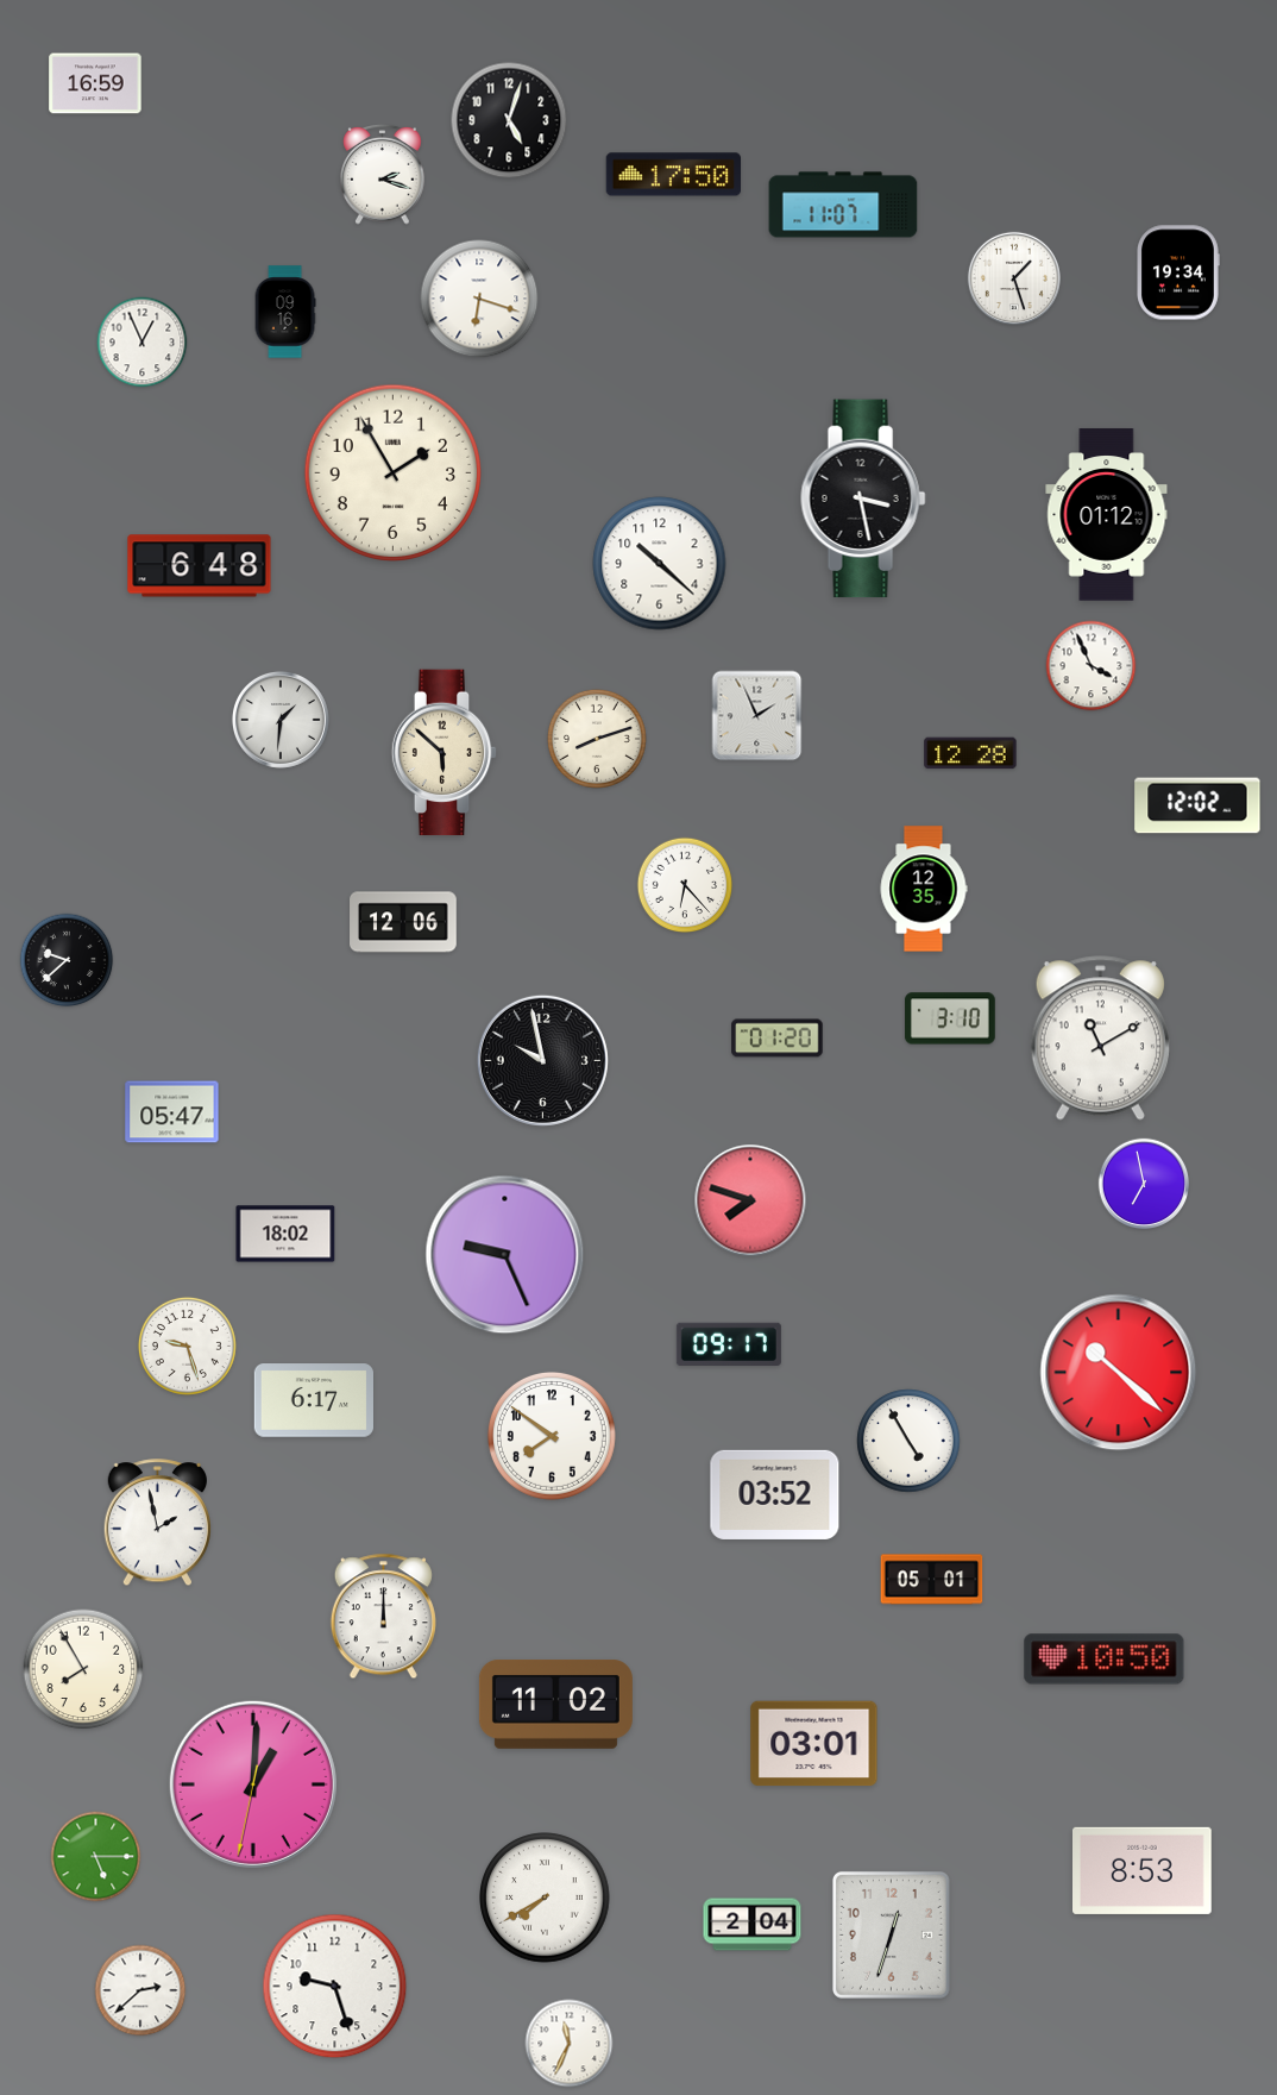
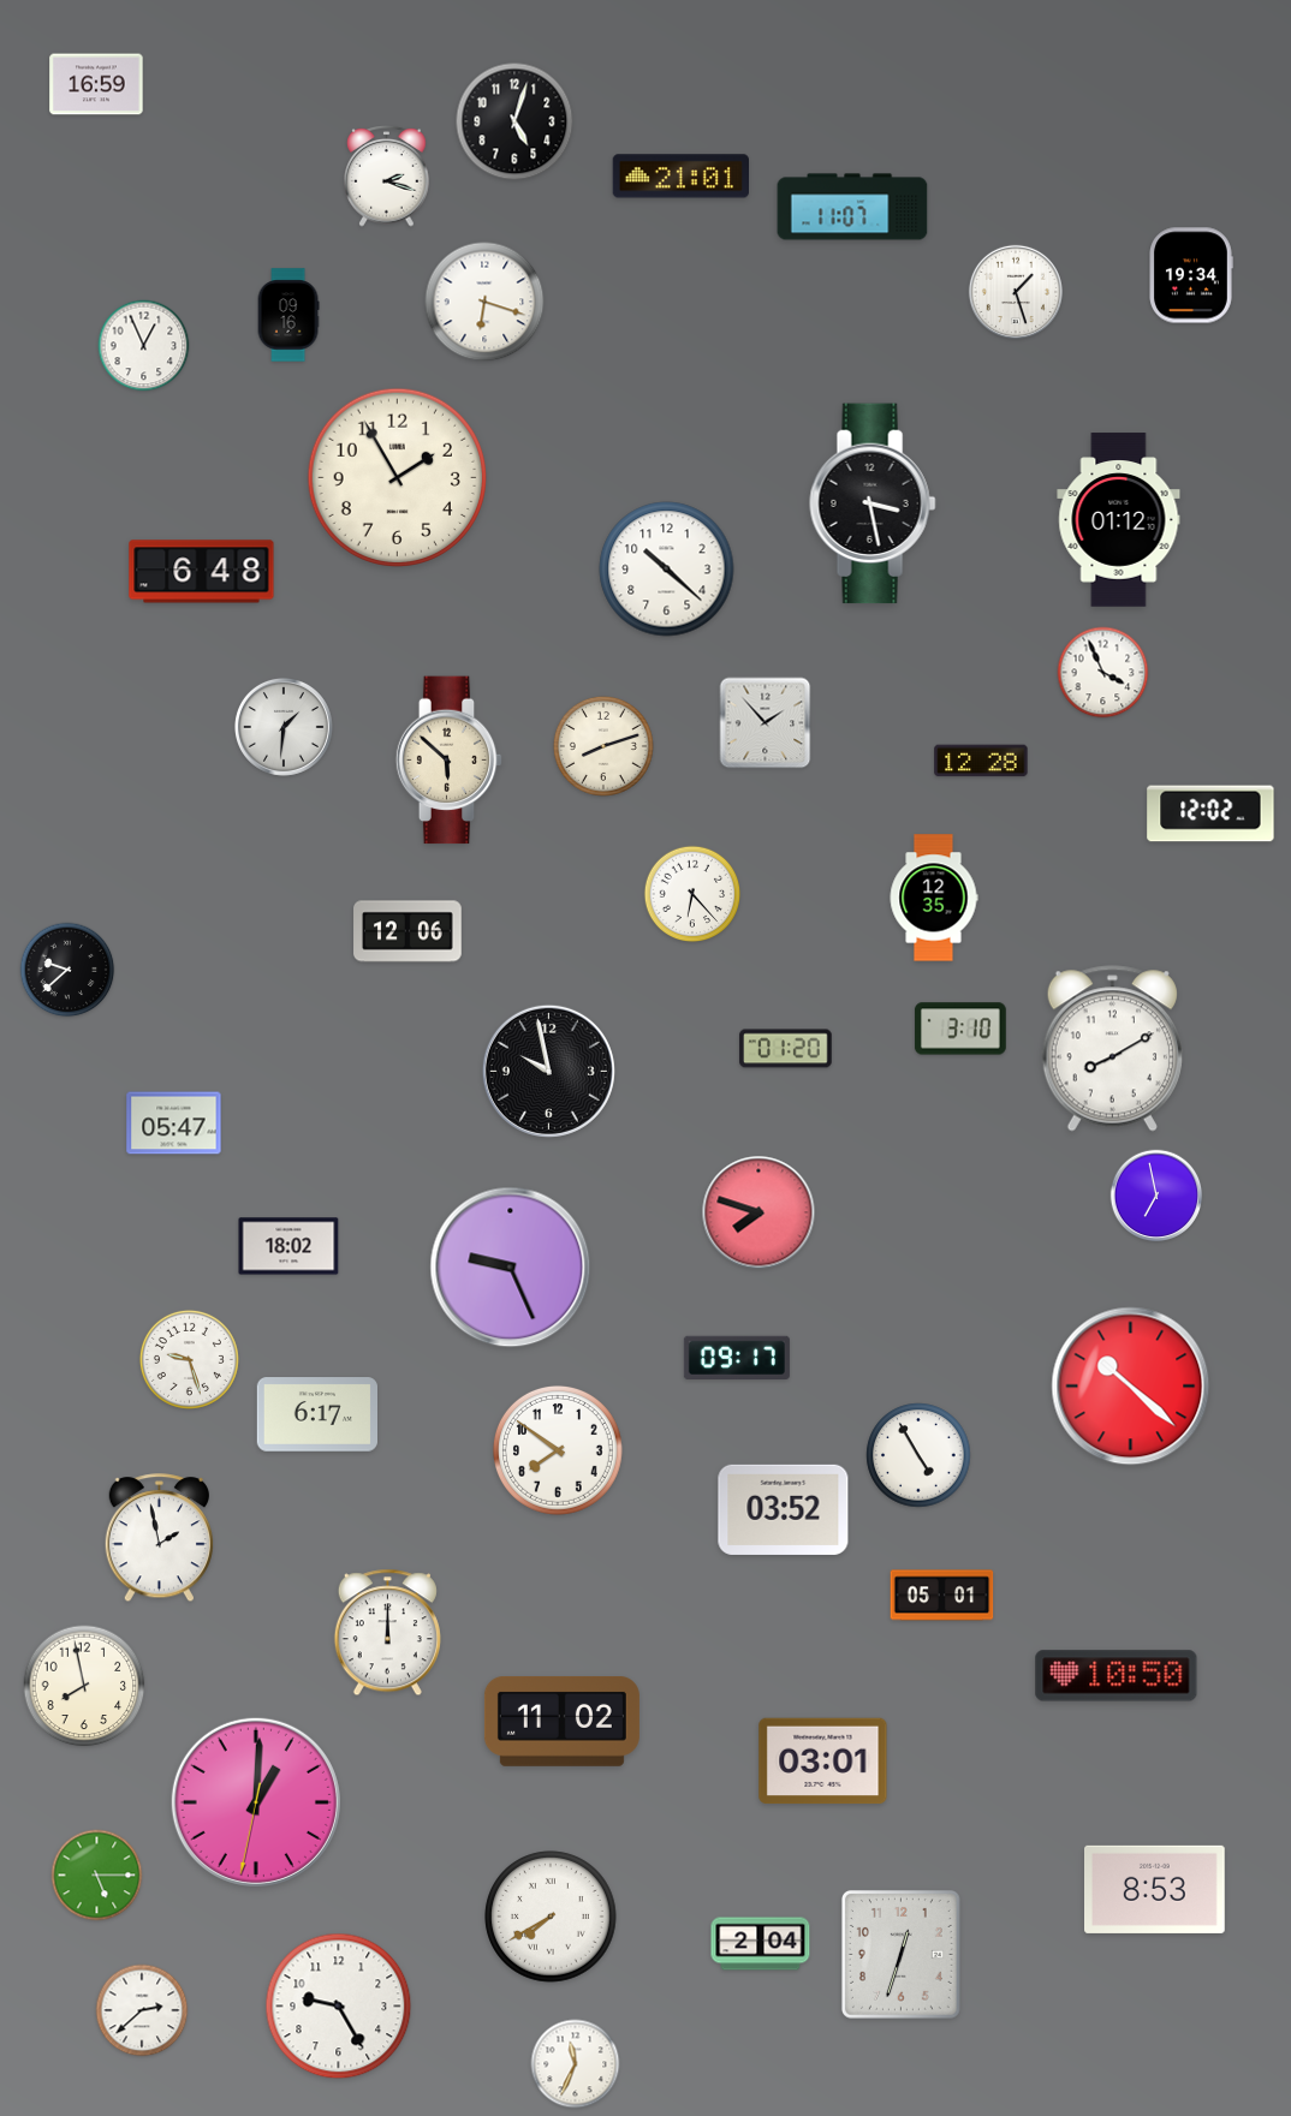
clock at (673, 175): 17:50 -> 21:01
clock at (1014, 278) position: (1014, 278) -> (1016, 292)
clock at (757, 716): 1:56 -> 1:53
clock at (1100, 1039): 11:10 -> 8:10
clock at (83, 1669): 7:55 -> 7:58
clock at (335, 1987): 9:27 -> 9:25
